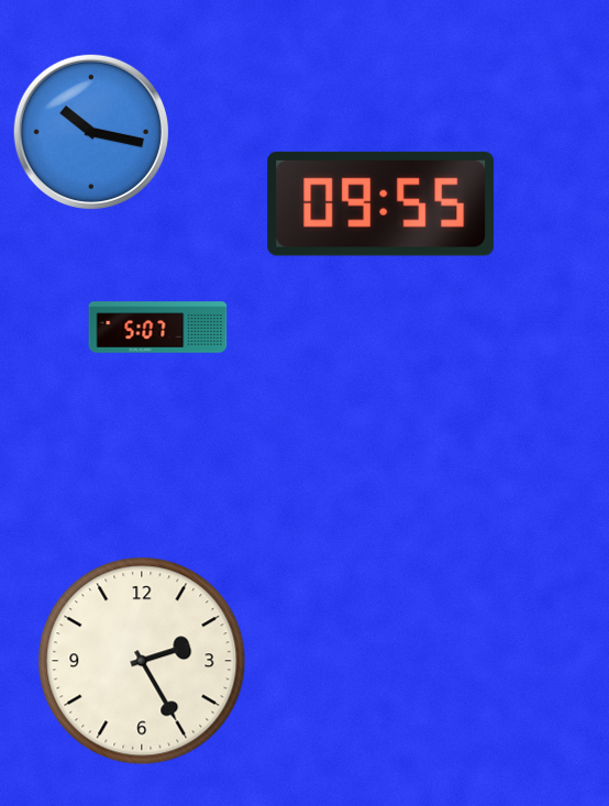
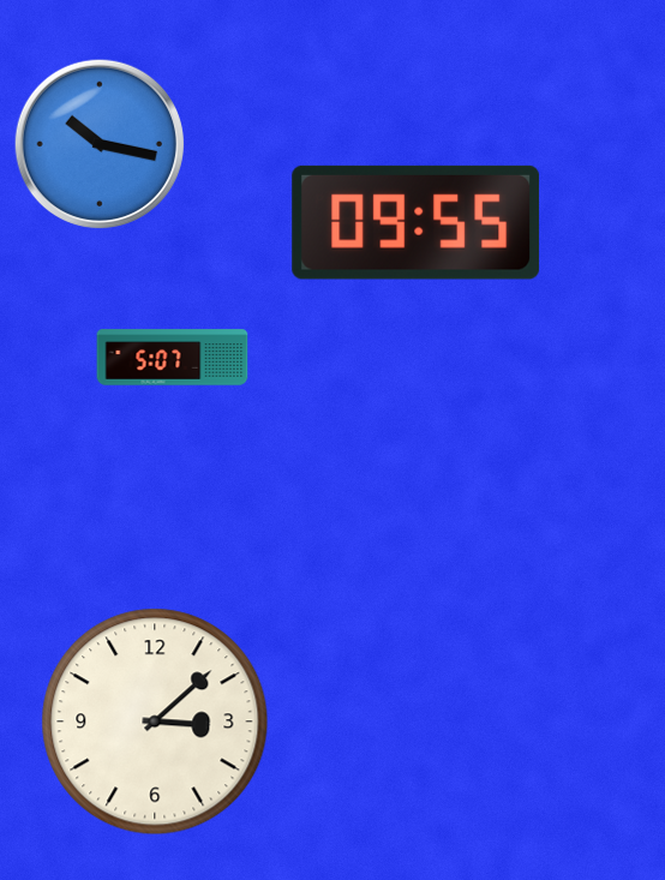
clock at (142, 661): 2:25 -> 3:08
